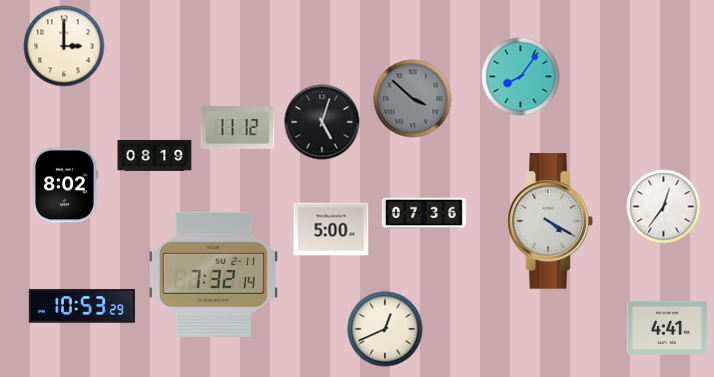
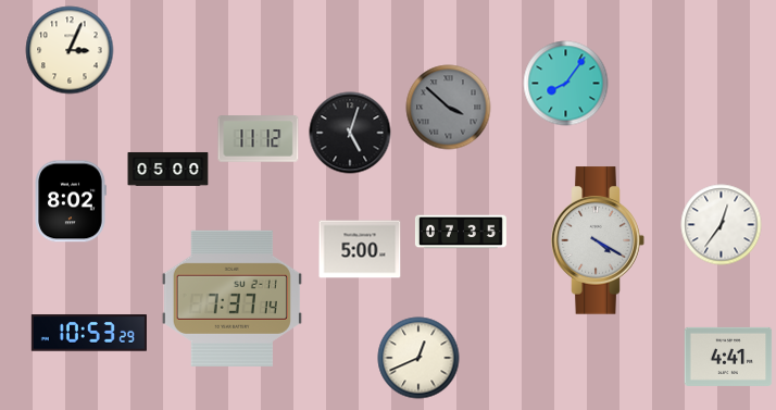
clock at (64, 46): 3:00 -> 3:04
clock at (155, 155): 08:19 -> 05:00
clock at (424, 213): 07:36 -> 07:35
clock at (213, 274): 7:32 -> 7:37
clock at (667, 328) position: (667, 328) -> (728, 357)
